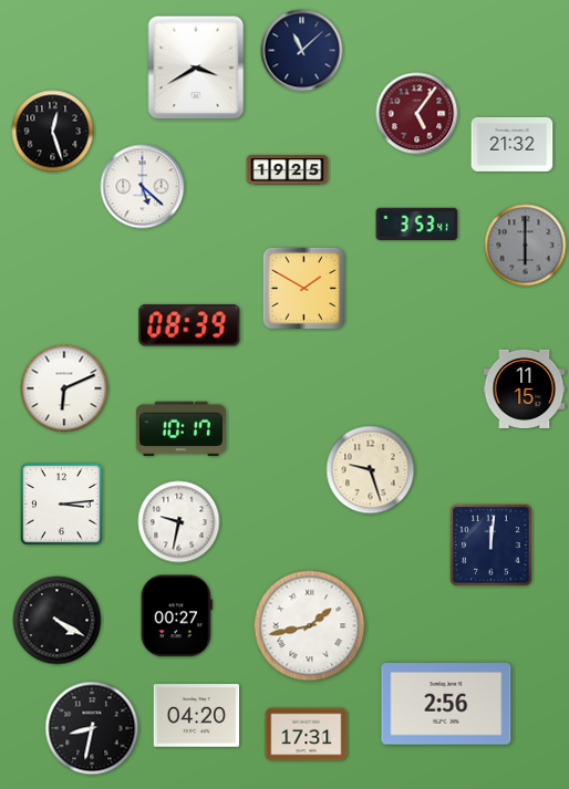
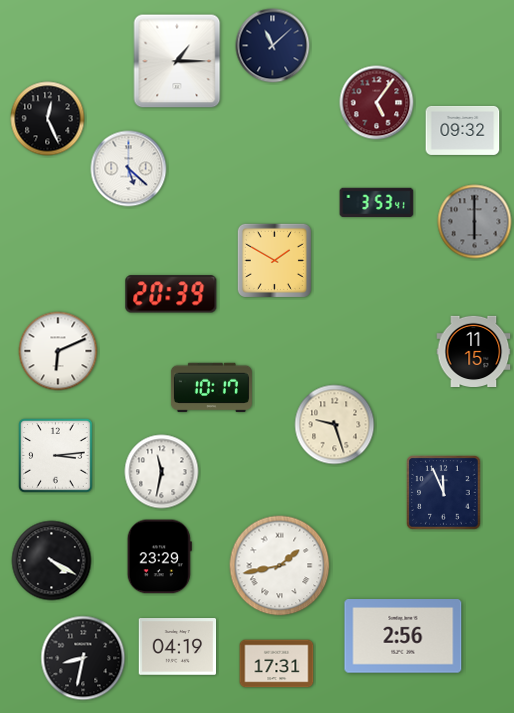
clock at (196, 68): 3:40 -> 1:15
clock at (53, 132): 12:27 -> 12:26
clock at (513, 144): 21:32 -> 09:32
clock at (288, 170): 19:25 -> none
clock at (189, 325): 08:39 -> 20:39
clock at (180, 429) position: (180, 429) -> (211, 388)
clock at (179, 522): 9:32 -> 11:32
clock at (492, 546): 12:01 -> 11:56
clock at (176, 616): 00:27 -> 23:29
clock at (197, 716): 04:20 -> 04:19
